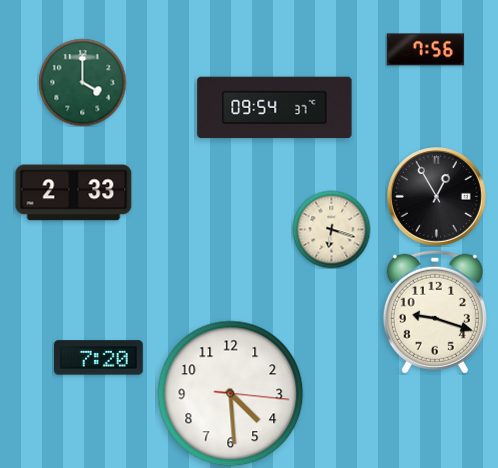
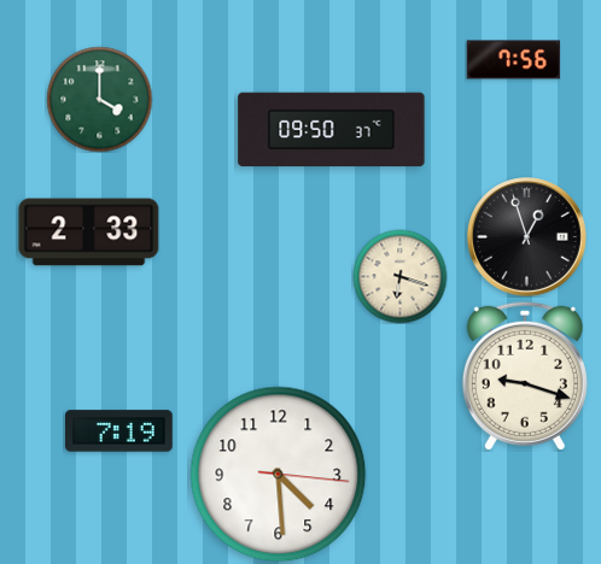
clock at (275, 108): 09:54 -> 09:50
clock at (437, 197): 12:55 -> 12:57
clock at (99, 358): 7:20 -> 7:19
